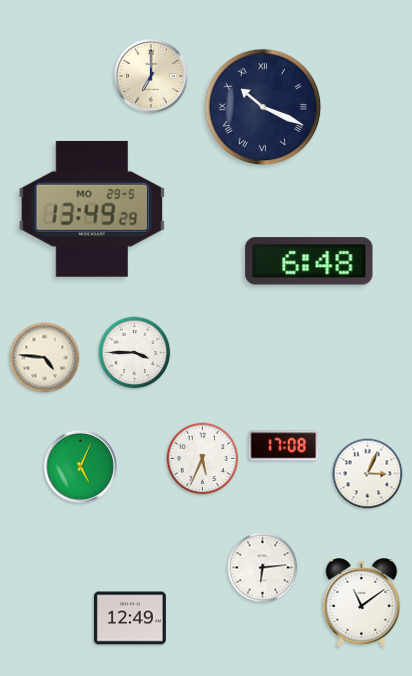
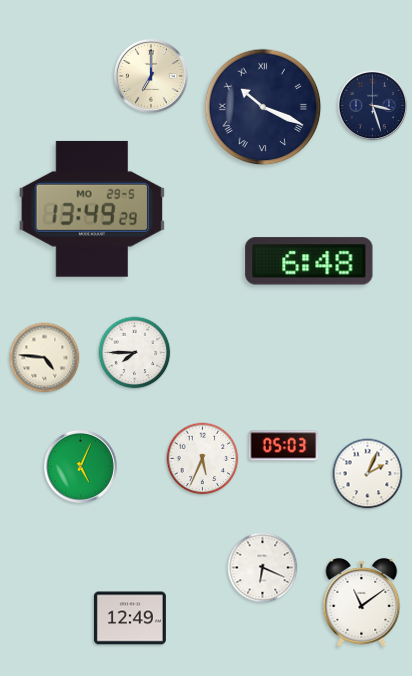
clock at (373, 106): none -> 3:27
clock at (135, 353): 3:45 -> 7:45
clock at (284, 446): 17:08 -> 05:03
clock at (368, 474): 3:04 -> 2:04
clock at (263, 568): 6:14 -> 6:19
